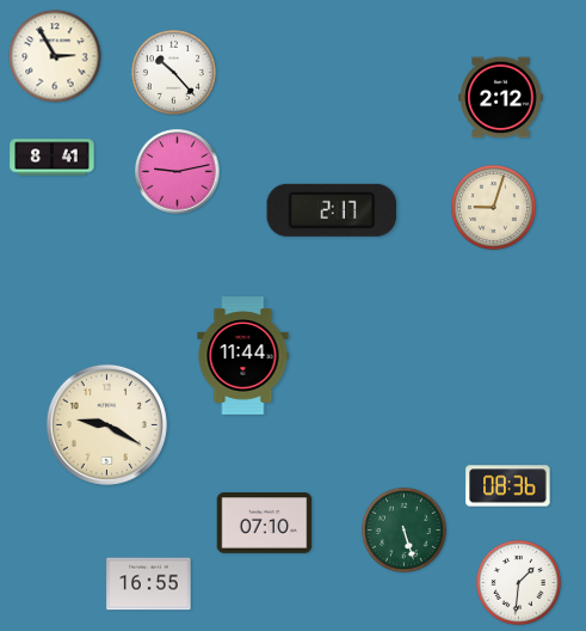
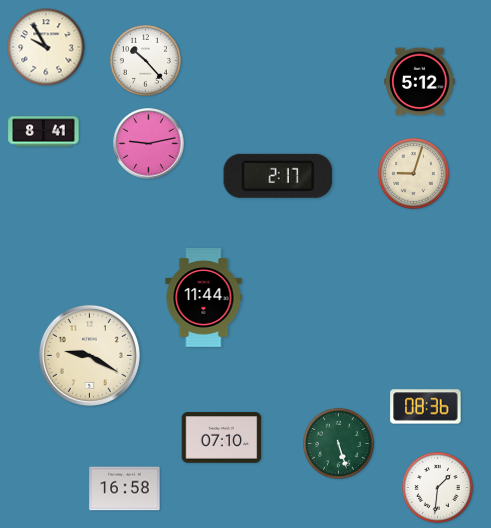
clock at (55, 56): 2:55 -> 9:55
clock at (501, 98): 2:12 -> 5:12
clock at (518, 582) position: (518, 582) -> (437, 487)
clock at (149, 584): 16:55 -> 16:58
